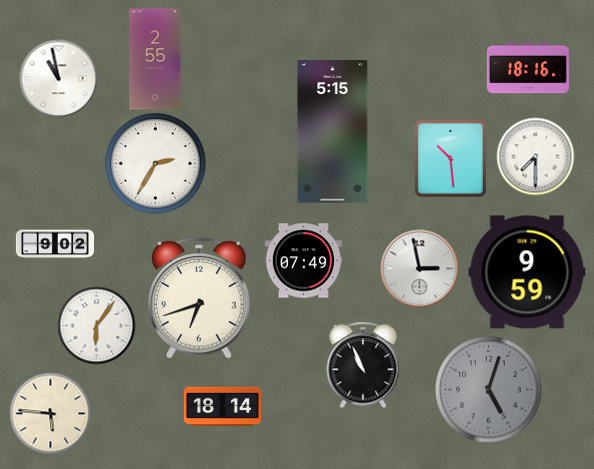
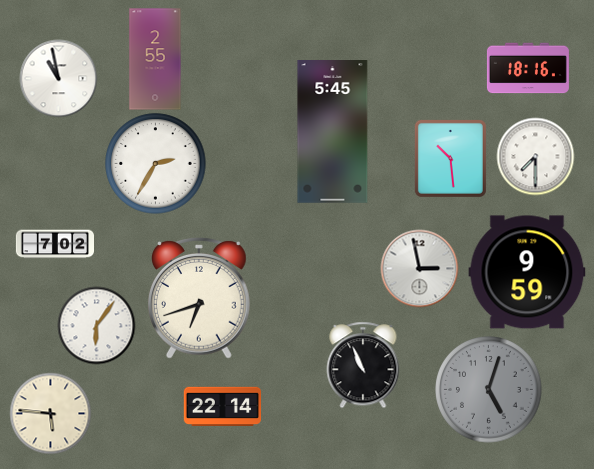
clock at (333, 132): 5:15 -> 5:45
clock at (54, 244): 9:02 -> 7:02
clock at (303, 261): 07:49 -> none
clock at (222, 407): 18:14 -> 22:14
